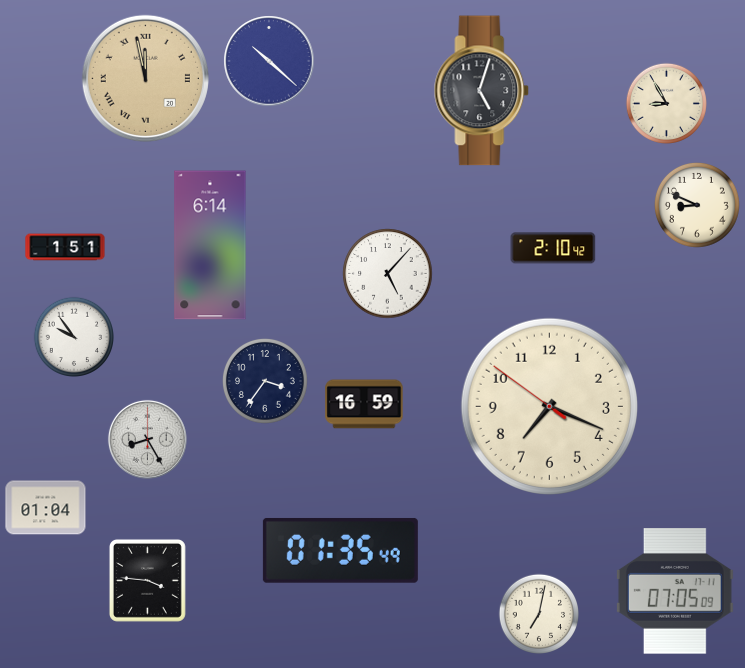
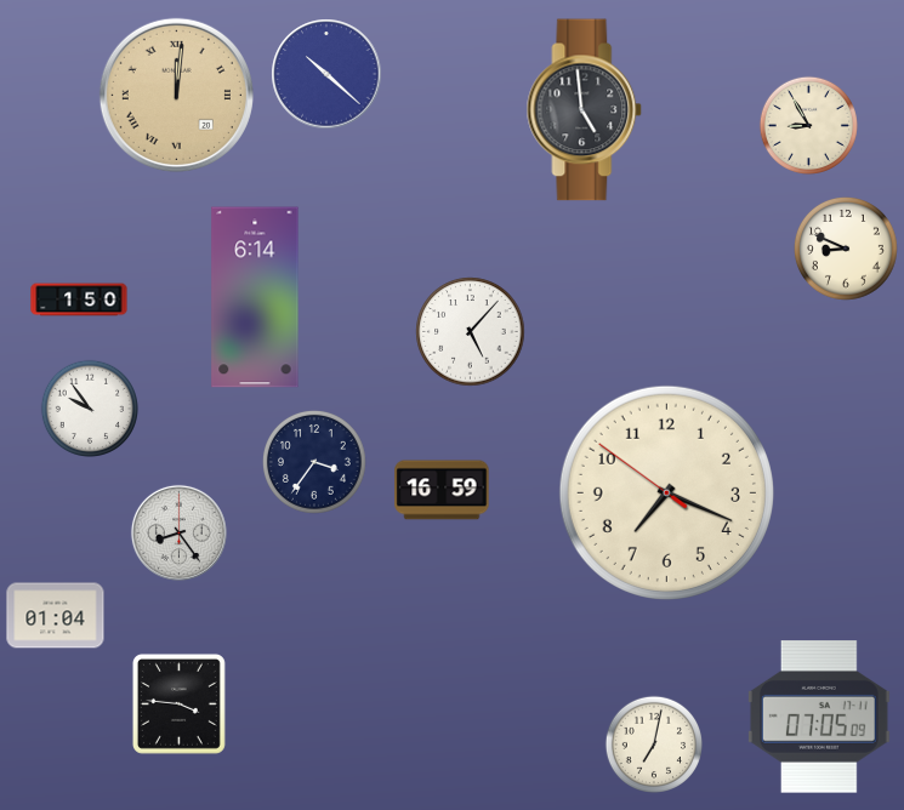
clock at (145, 78): 11:58 -> 12:01
clock at (482, 91): 5:03 -> 4:59
clock at (65, 247): 1:51 -> 1:50
clock at (553, 248): 2:10 -> none
clock at (265, 381) position: (265, 381) -> (314, 462)
clock at (147, 439): 8:25 -> 8:24
clock at (340, 550): 01:35 -> none
